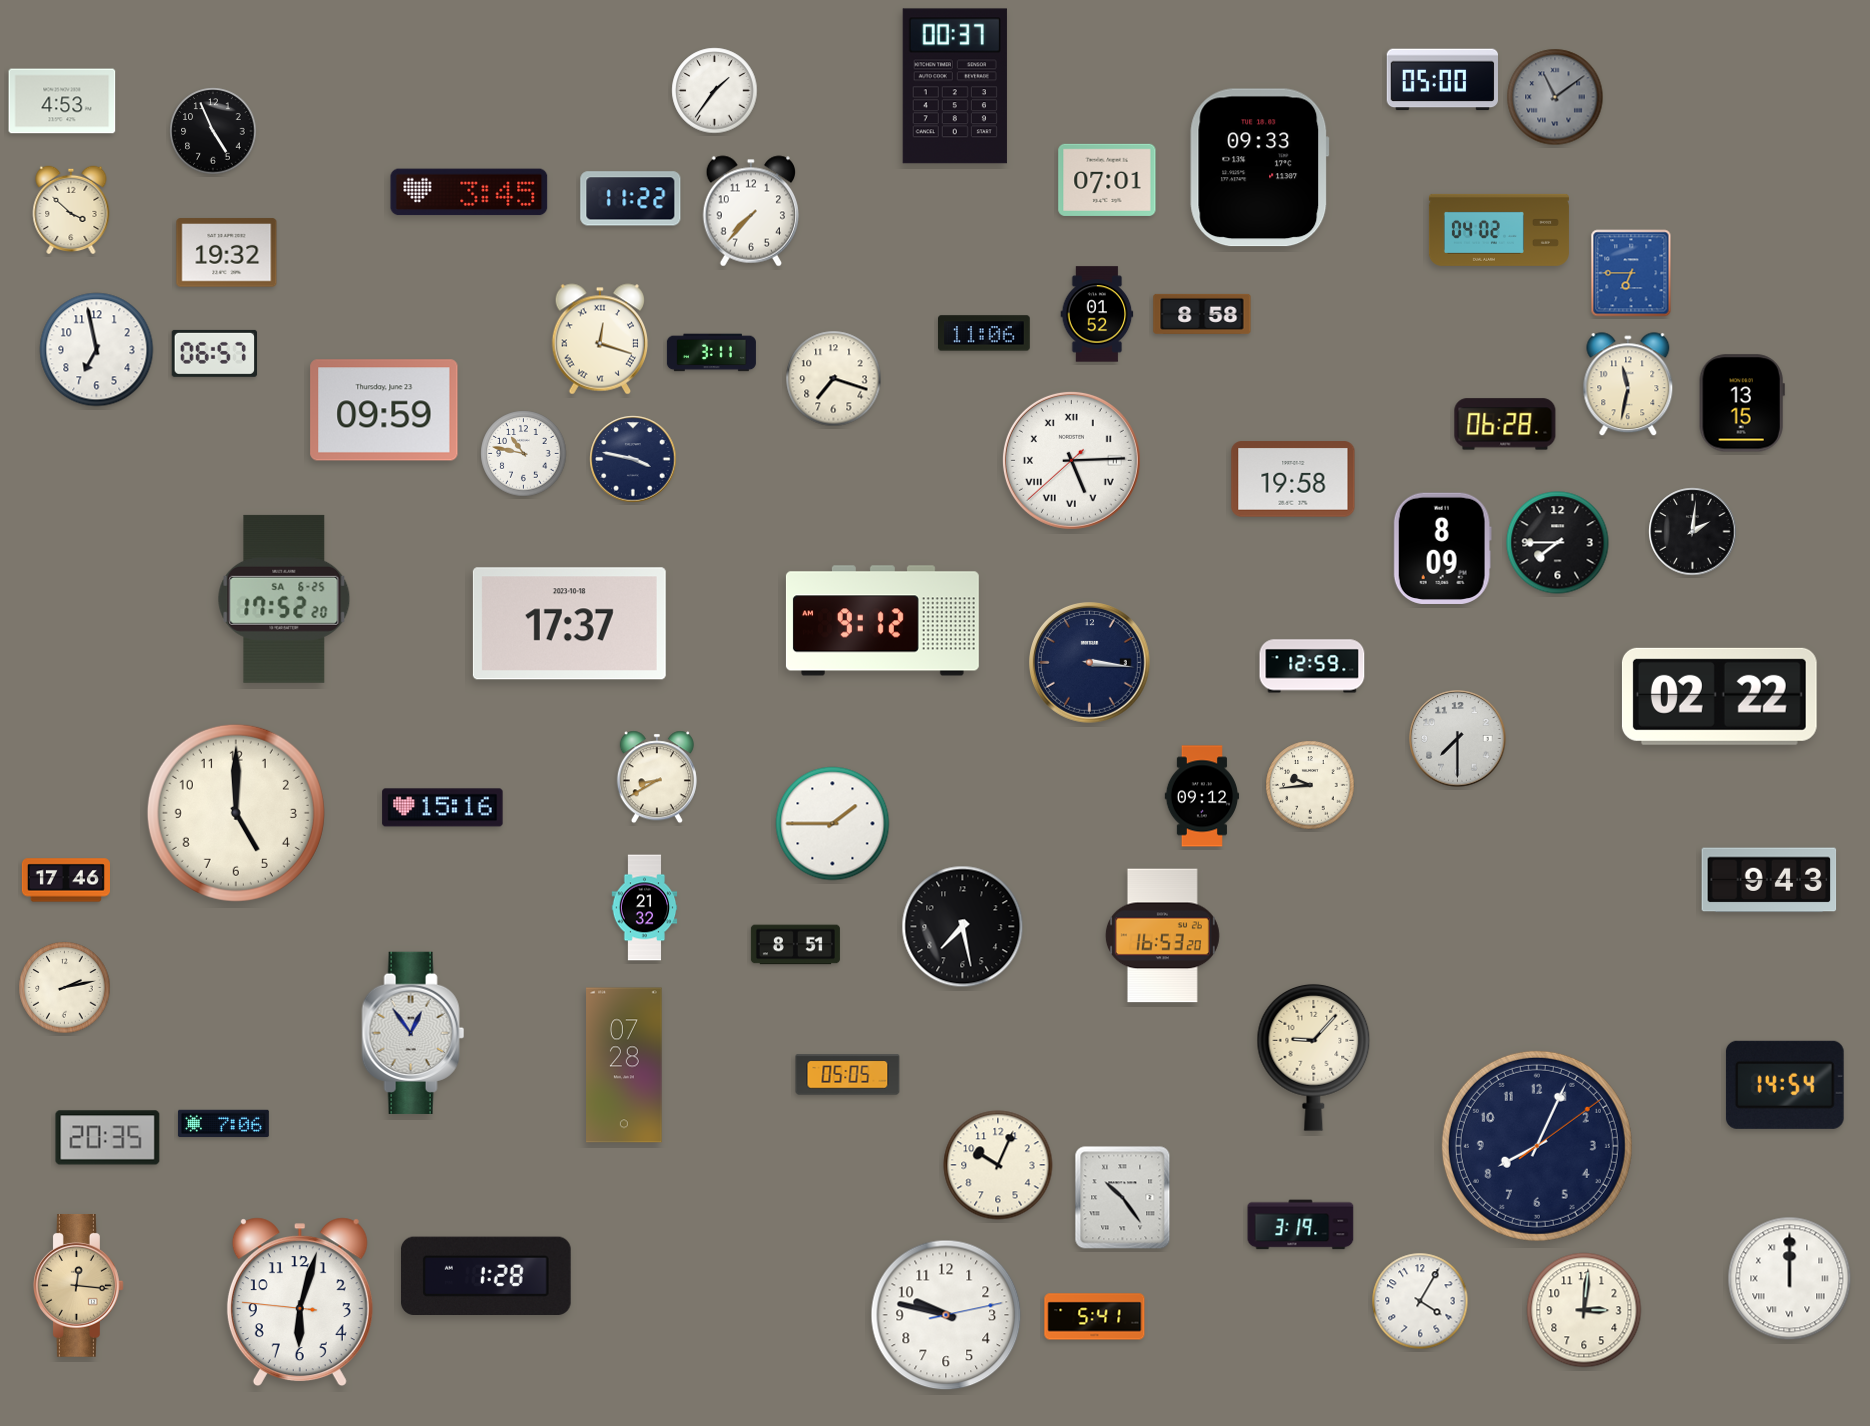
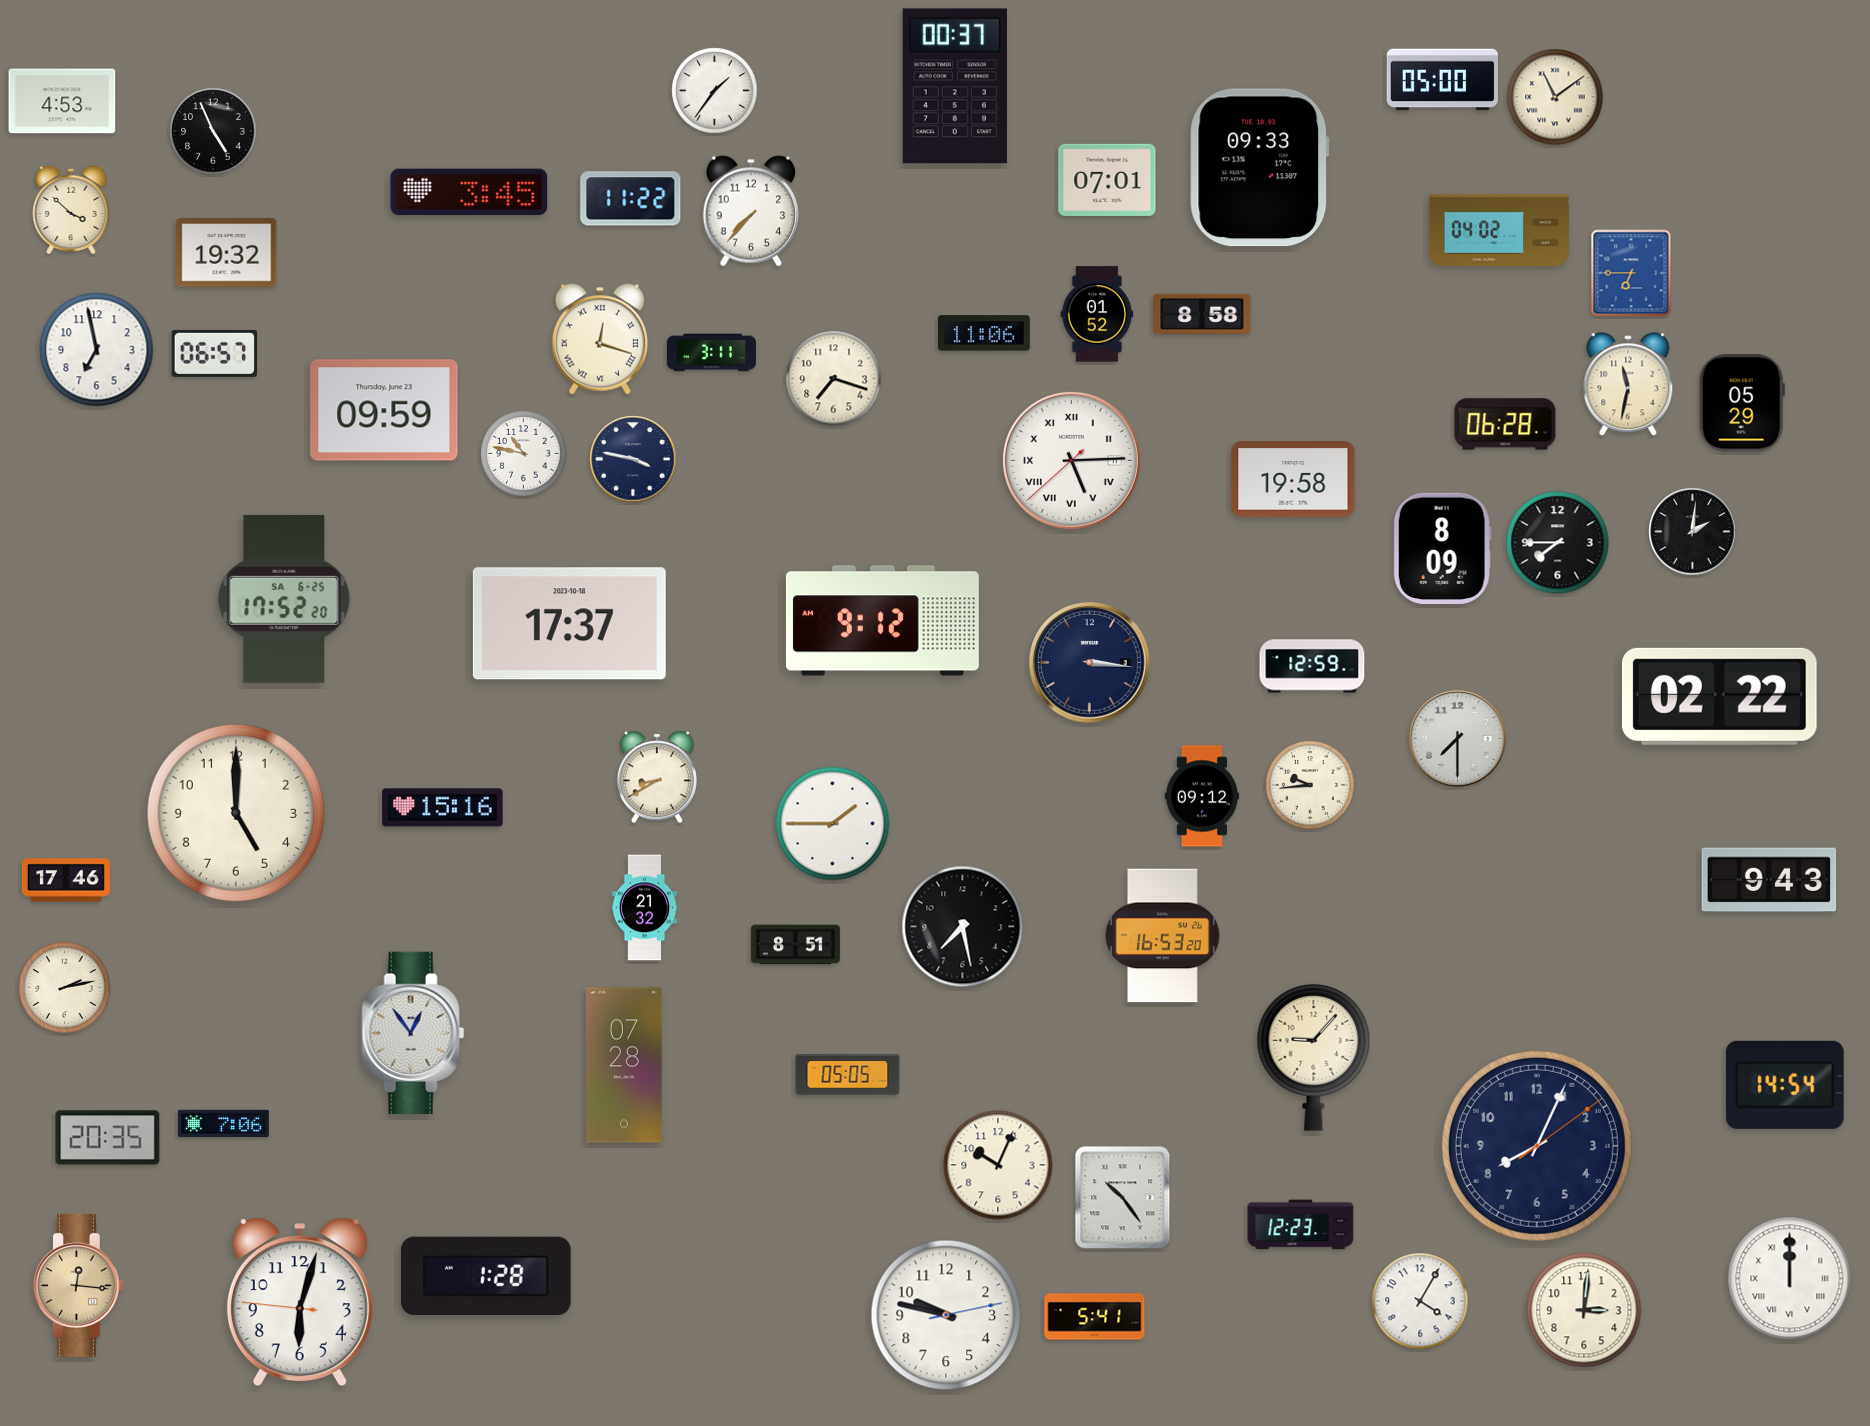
clock at (1555, 97) dial: grey -> cream
clock at (1742, 403): 13:15 -> 05:29
clock at (1301, 1225): 3:19 -> 12:23
